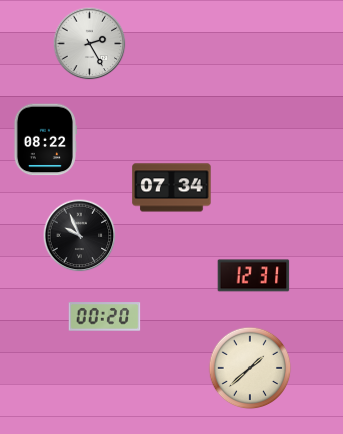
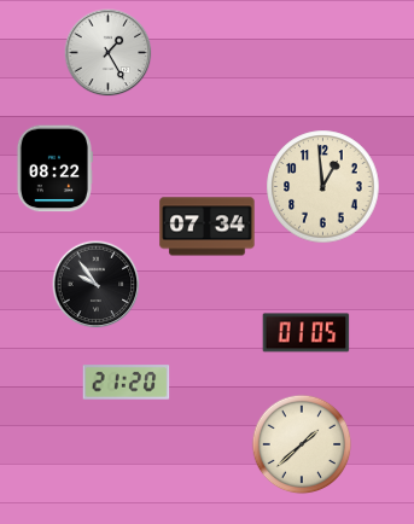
clock at (90, 44): 2:25 -> 1:25
clock at (323, 187): none -> 12:59
clock at (80, 236): 9:56 -> 9:54
clock at (254, 276): 12:31 -> 01:05
clock at (105, 317): 00:20 -> 21:20
